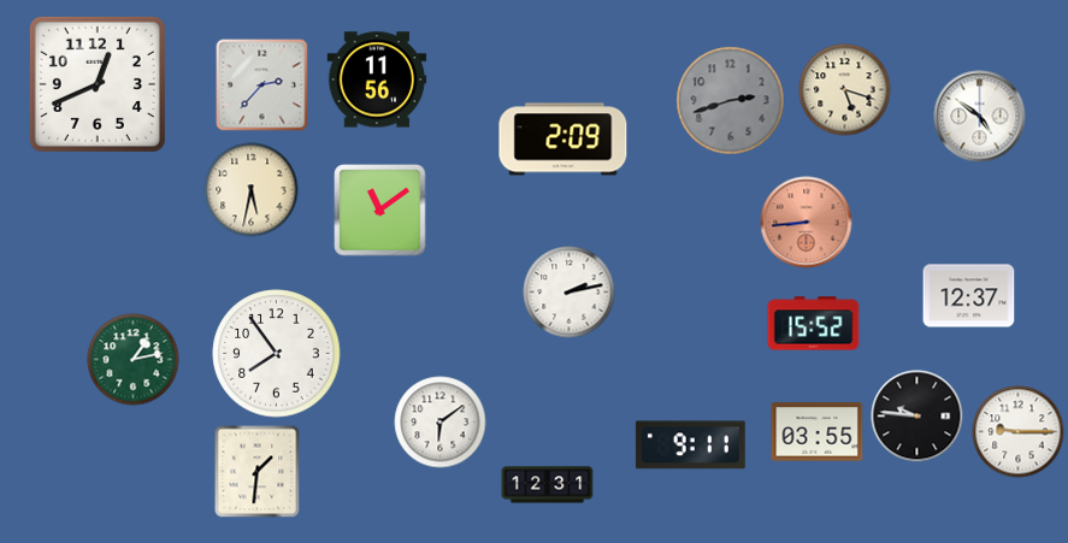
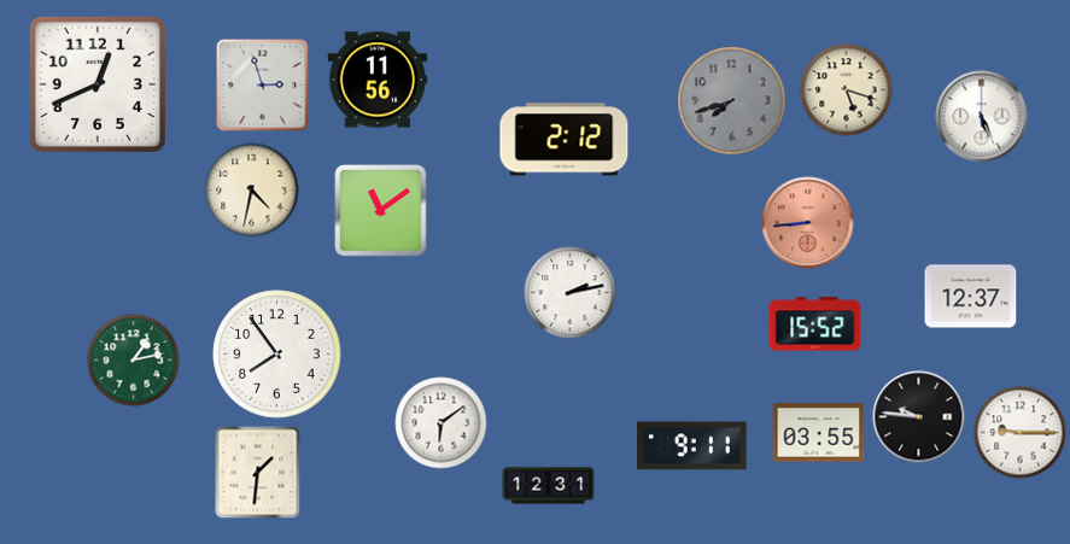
clock at (262, 85): 2:37 -> 2:57
clock at (731, 101): 2:42 -> 7:42
clock at (980, 117): 4:51 -> 5:26
clock at (563, 140): 2:09 -> 2:12
clock at (252, 190): 5:32 -> 4:32
